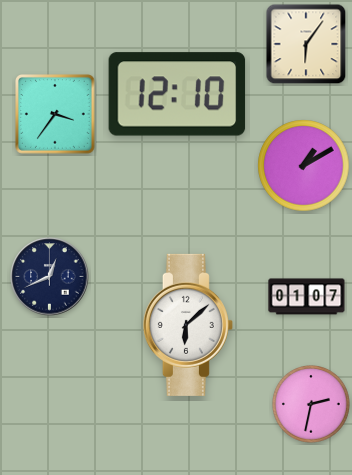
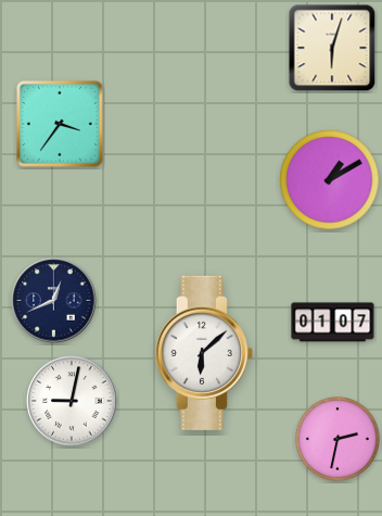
clock at (306, 44): 6:06 -> 6:03
clock at (177, 94): 12:10 -> none
clock at (72, 401): none -> 9:02
